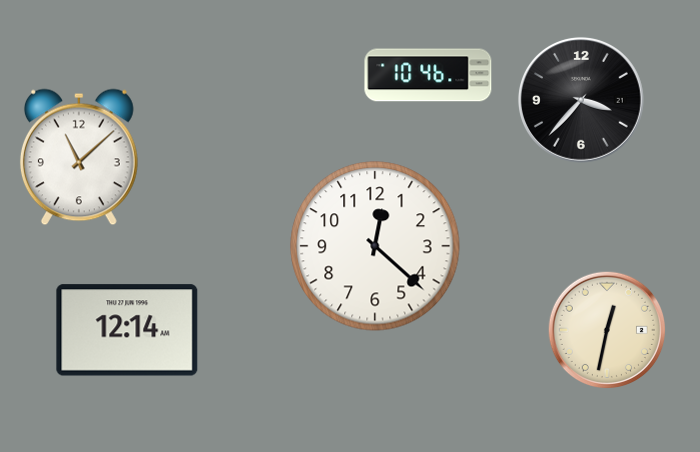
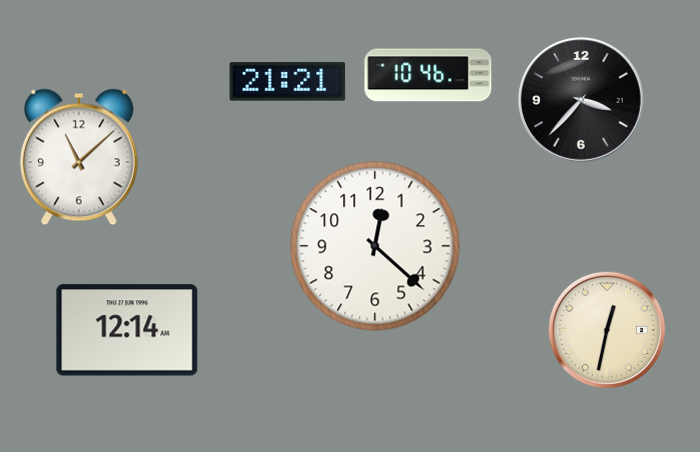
clock at (288, 82): none -> 21:21
